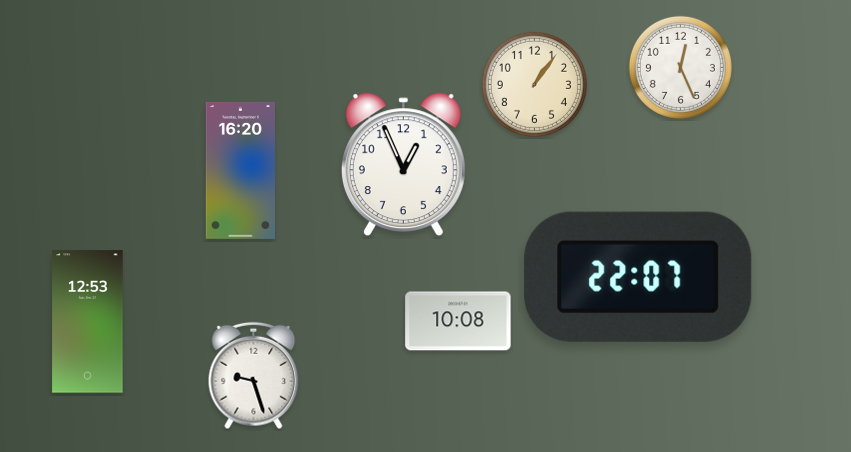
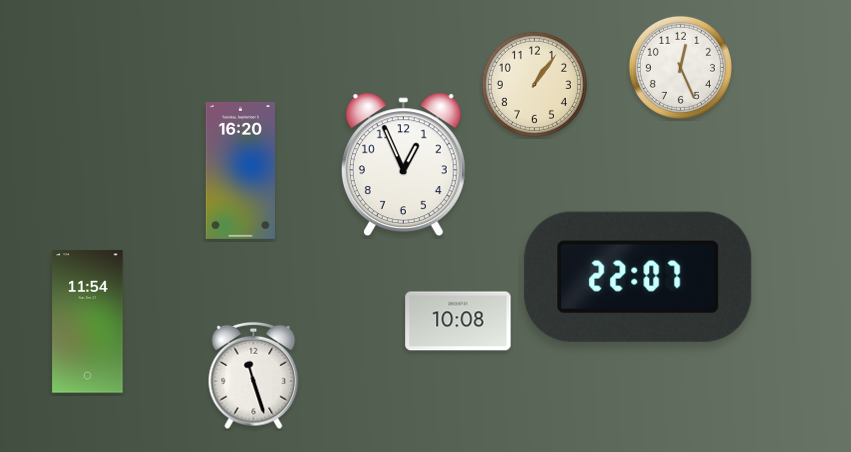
clock at (88, 322): 12:53 -> 11:54
clock at (254, 376): 9:27 -> 11:27
